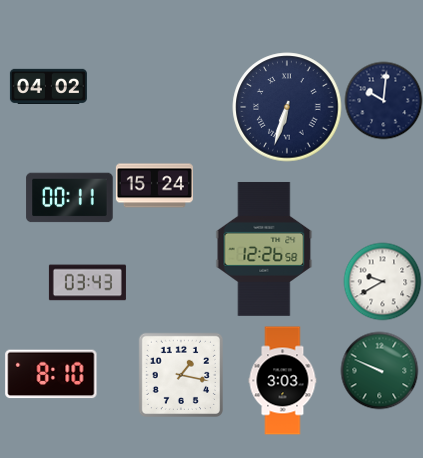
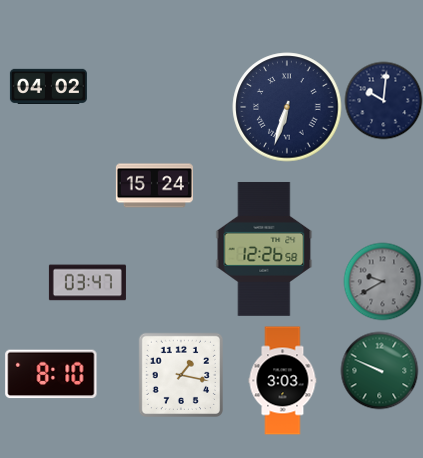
clock at (70, 198): 00:11 -> none
clock at (382, 281) dial: white -> grey
clock at (87, 283): 03:43 -> 03:47
